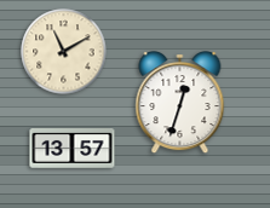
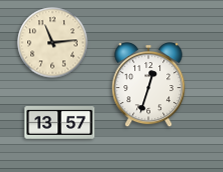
clock at (64, 52): 11:10 -> 11:14
